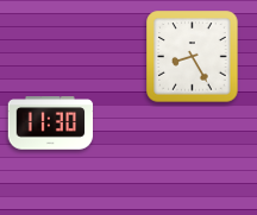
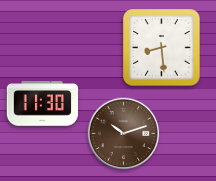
clock at (193, 57): 8:25 -> 8:29
clock at (124, 134): none -> 10:12
